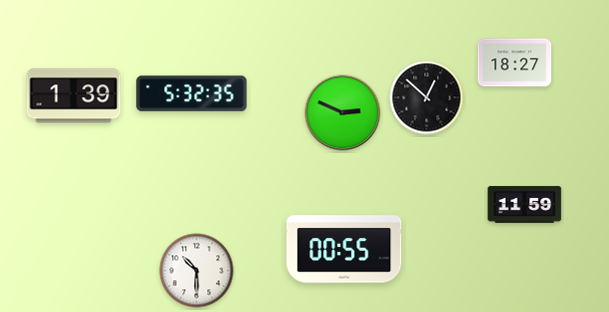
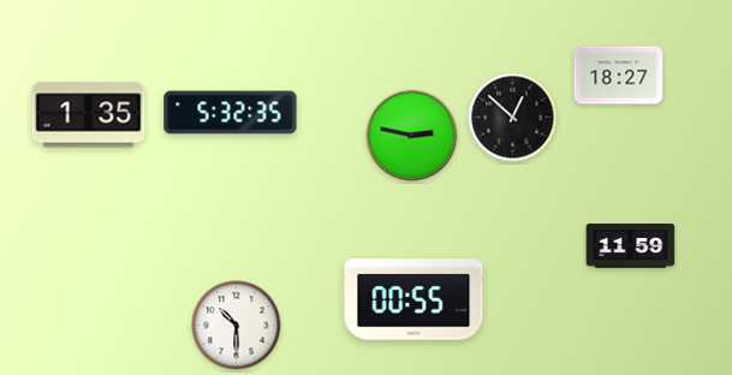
clock at (74, 96): 1:39 -> 1:35
clock at (343, 113): 2:49 -> 2:47
